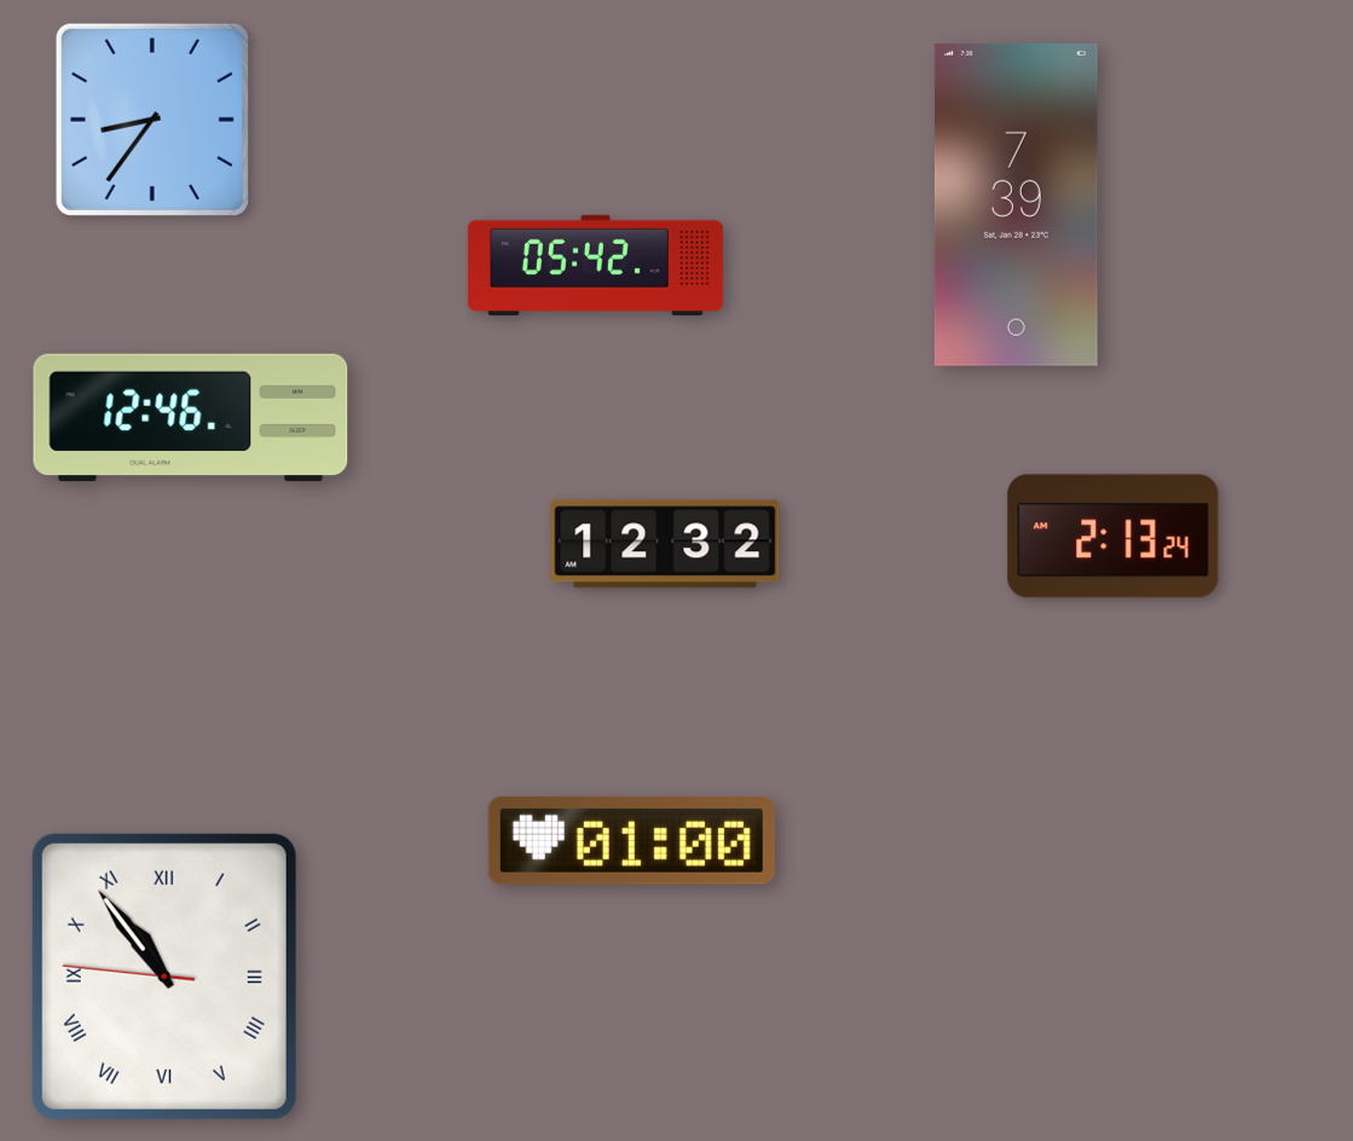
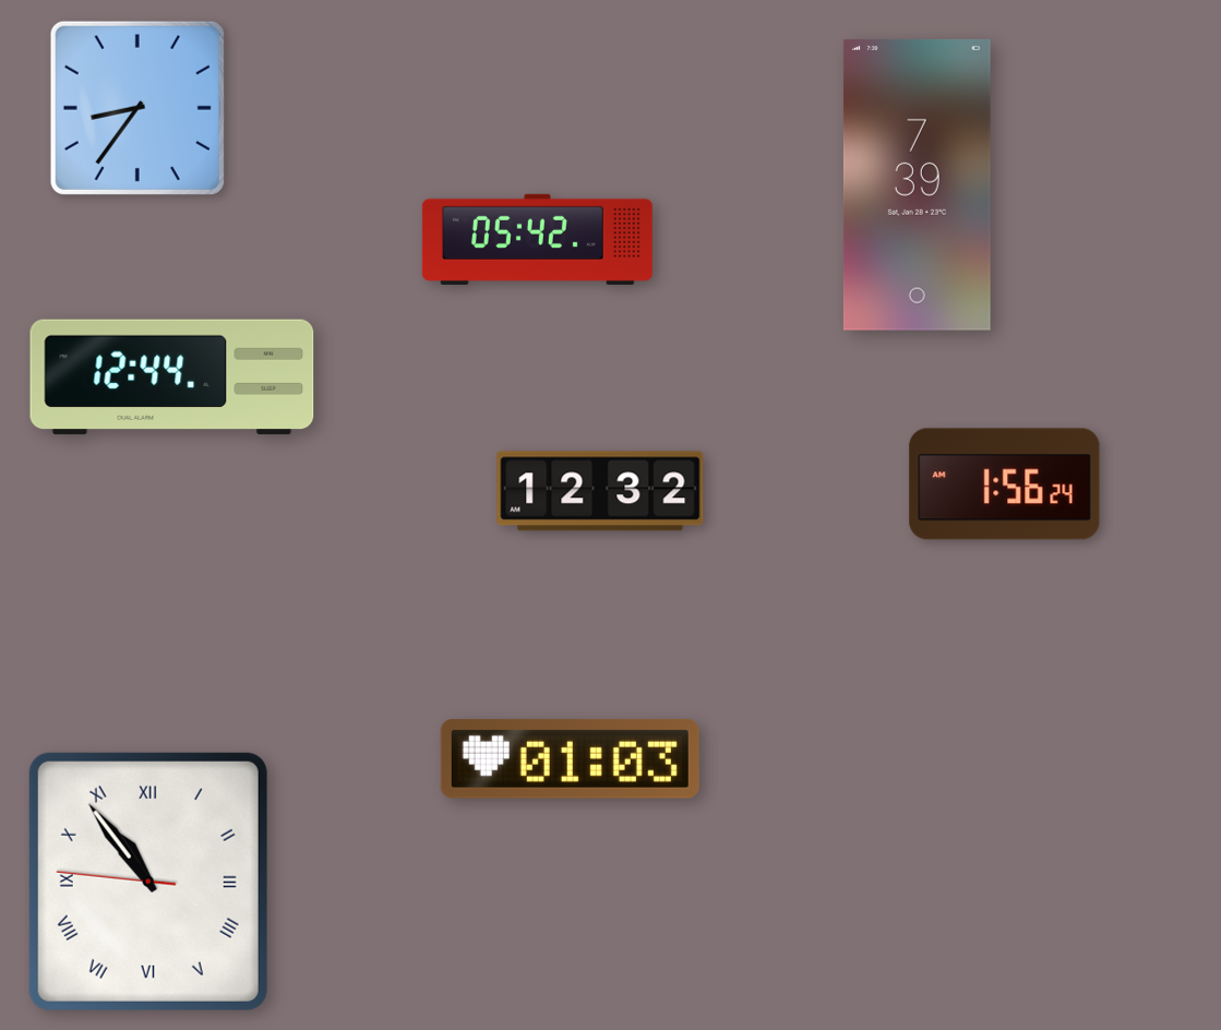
clock at (191, 418): 12:46 -> 12:44
clock at (1114, 537): 2:13 -> 1:56
clock at (631, 840): 01:00 -> 01:03
